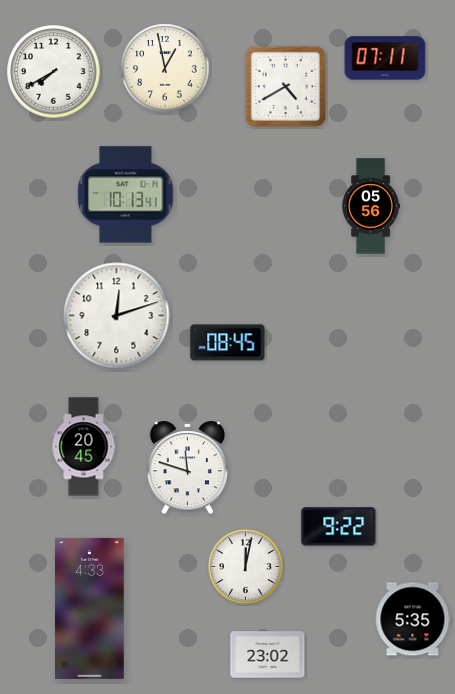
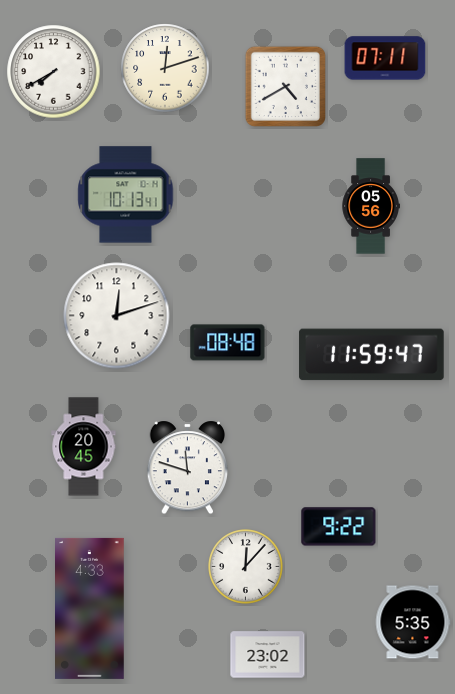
clock at (165, 68): 12:58 -> 12:12
clock at (228, 343): 08:45 -> 08:48
clock at (372, 355): none -> 11:59
clock at (246, 567): 12:02 -> 12:07
clock at (413, 619) position: (413, 619) -> (413, 622)
